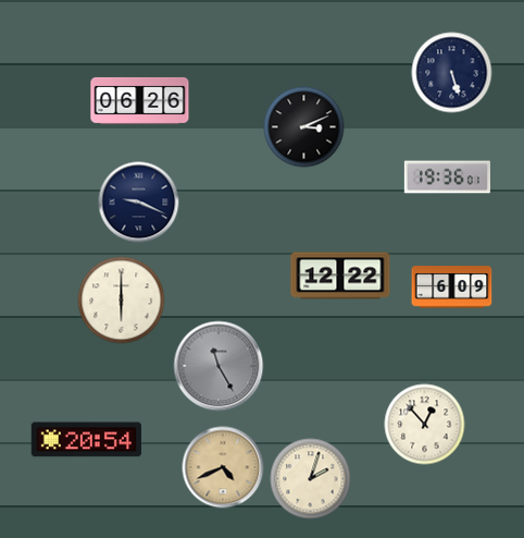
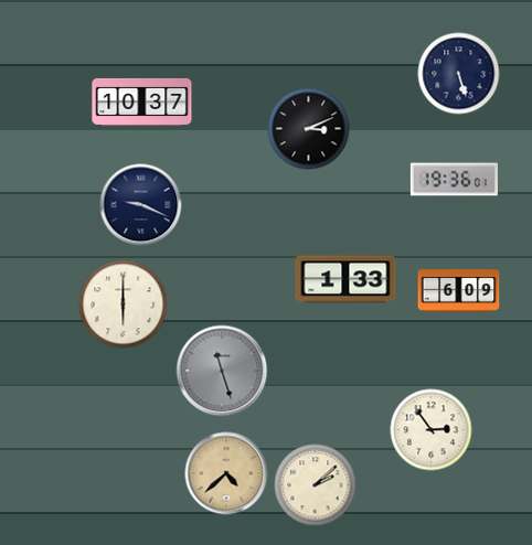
clock at (140, 100): 06:26 -> 10:37
clock at (340, 276): 12:22 -> 1:33
clock at (219, 366): 11:25 -> 11:27
clock at (425, 425): 12:53 -> 2:54
clock at (86, 440): 20:54 -> none
clock at (223, 467): 4:41 -> 4:38
clock at (311, 479): 2:03 -> 2:08
